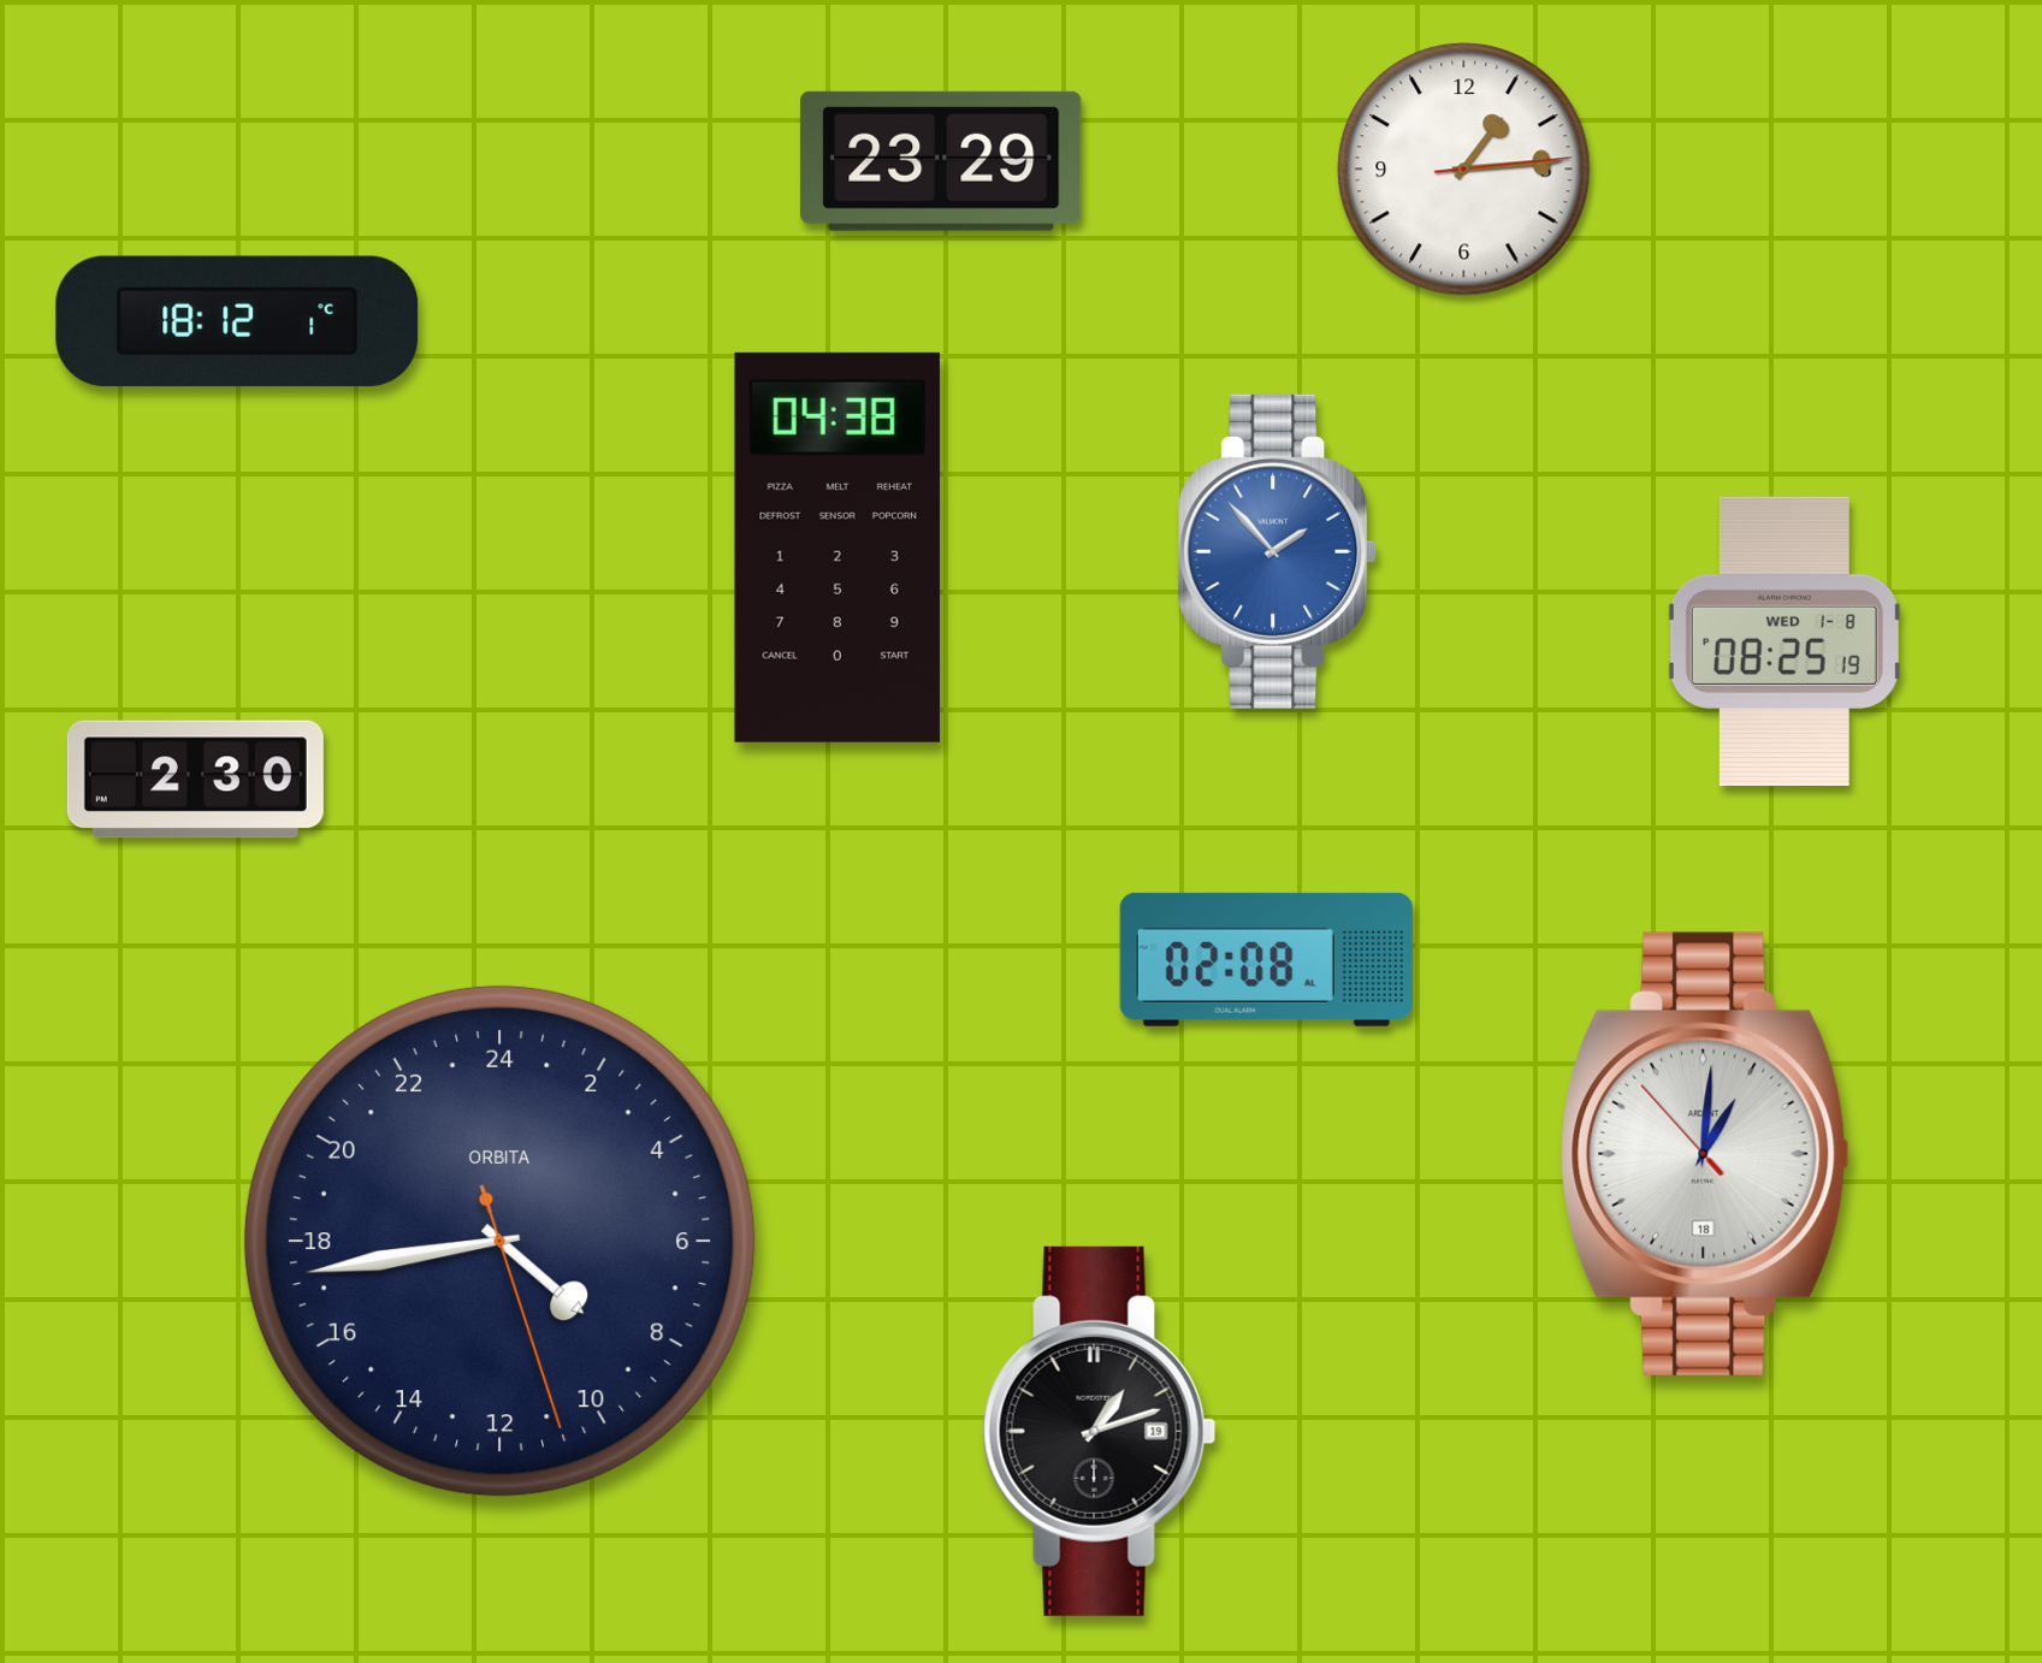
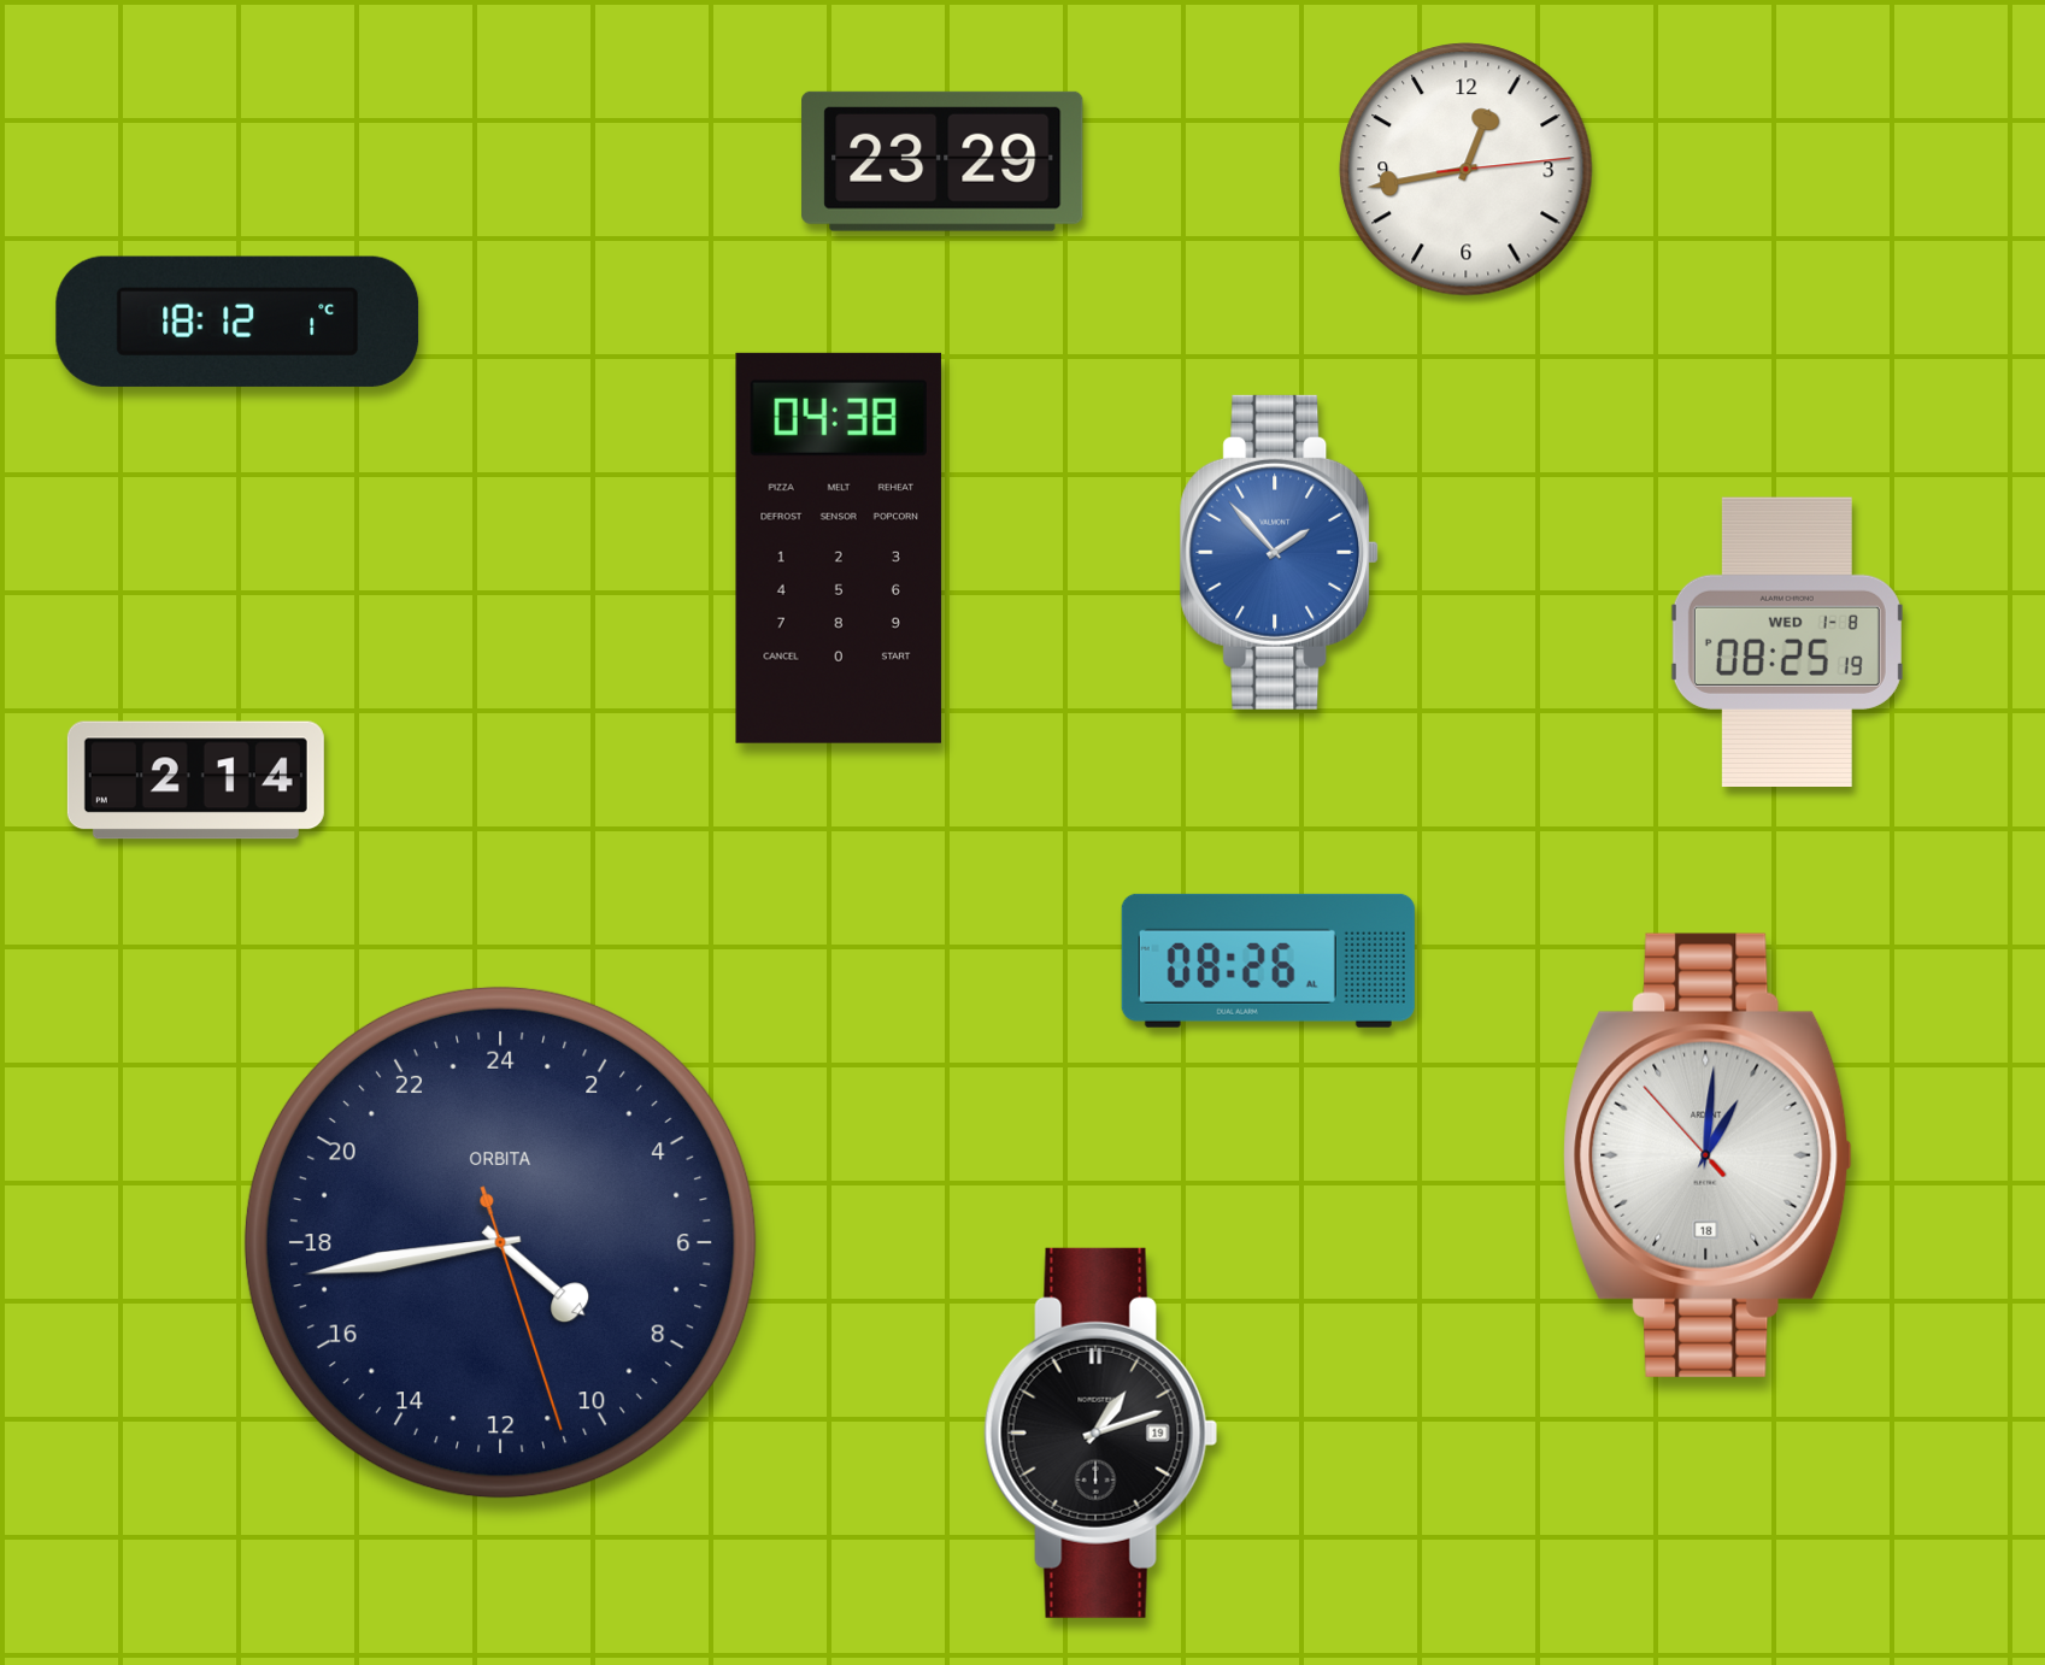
clock at (1464, 170): 1:14 -> 12:43
clock at (195, 780): 2:30 -> 2:14
clock at (1266, 959): 02:08 -> 08:26
